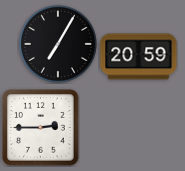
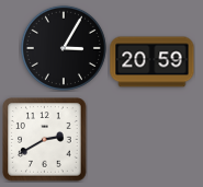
clock at (58, 44): 7:05 -> 3:05
clock at (41, 128): 2:45 -> 2:40
